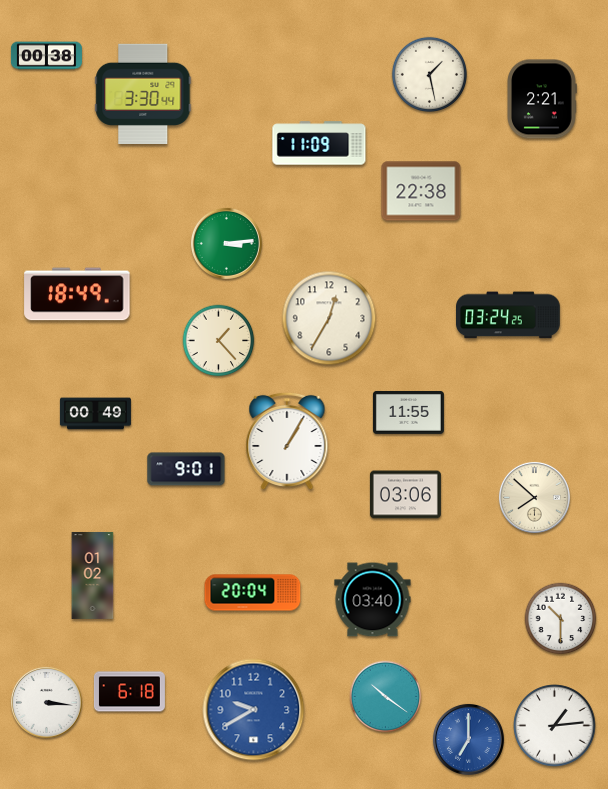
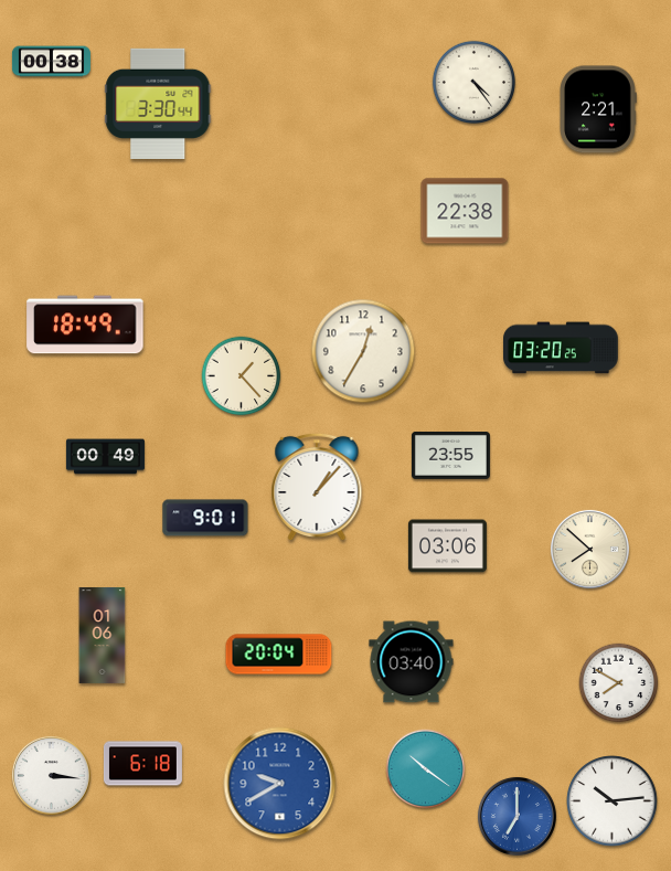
clock at (429, 74): 1:28 -> 4:24
clock at (319, 143): 11:09 -> none
clock at (226, 243): 3:14 -> none
clock at (509, 315): 03:24 -> 03:20
clock at (408, 412): 11:55 -> 23:55
clock at (287, 441): 1:05 -> 1:07
clock at (93, 575): 01:02 -> 01:06
clock at (561, 619): 10:30 -> 7:50
clock at (555, 726): 1:14 -> 10:14
